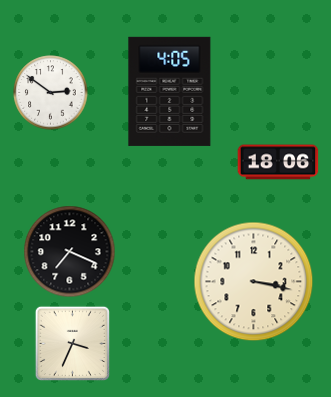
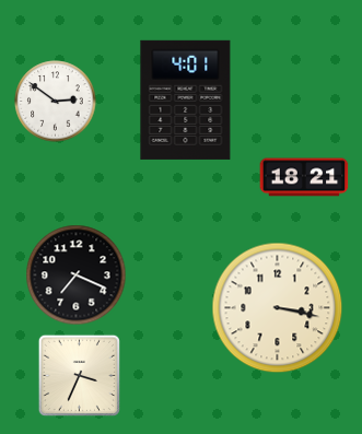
clock at (170, 91): 4:05 -> 4:01
clock at (278, 162): 18:06 -> 18:21
